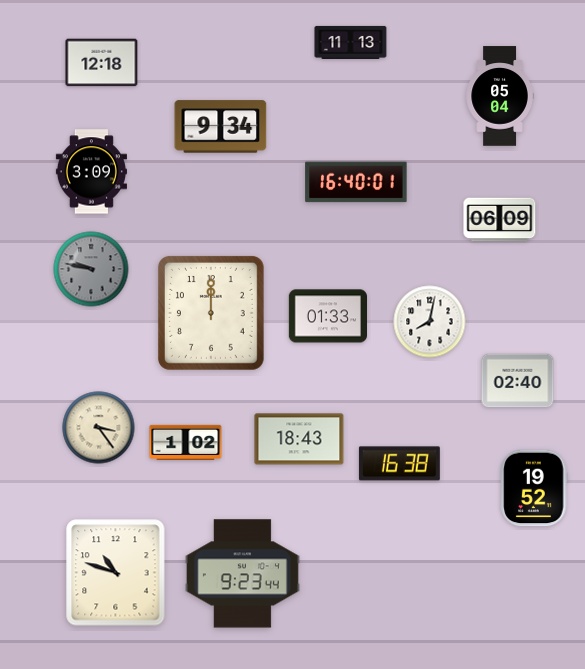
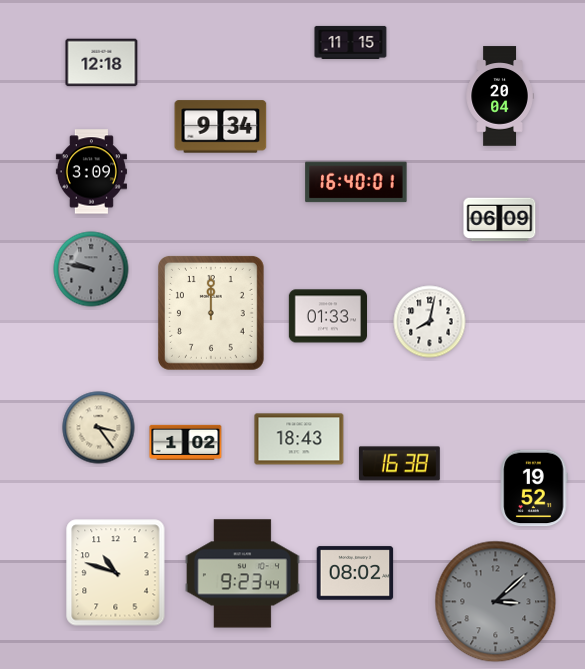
clock at (351, 42): 11:13 -> 11:15
clock at (500, 96): 05:04 -> 20:04
clock at (518, 381): 02:40 -> none
clock at (355, 573): none -> 08:02
clock at (496, 602): none -> 3:08
